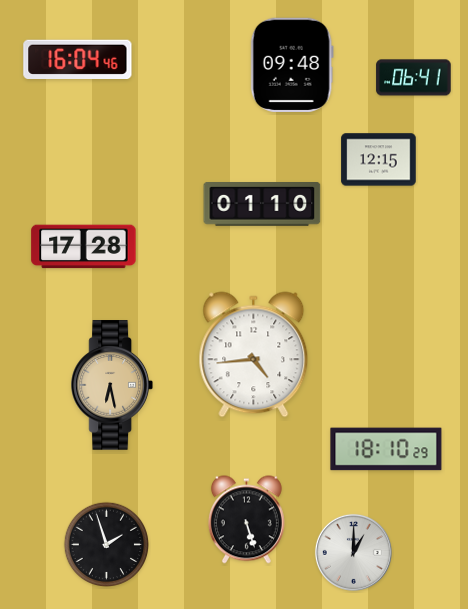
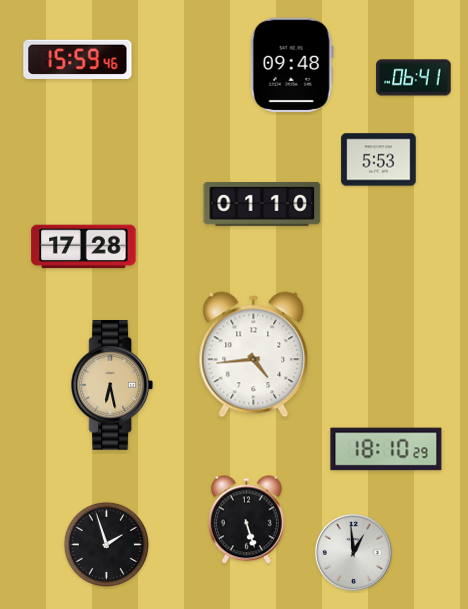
clock at (78, 60): 16:04 -> 15:59
clock at (379, 160): 12:15 -> 5:53
clock at (353, 552): 1:00 -> 12:59
